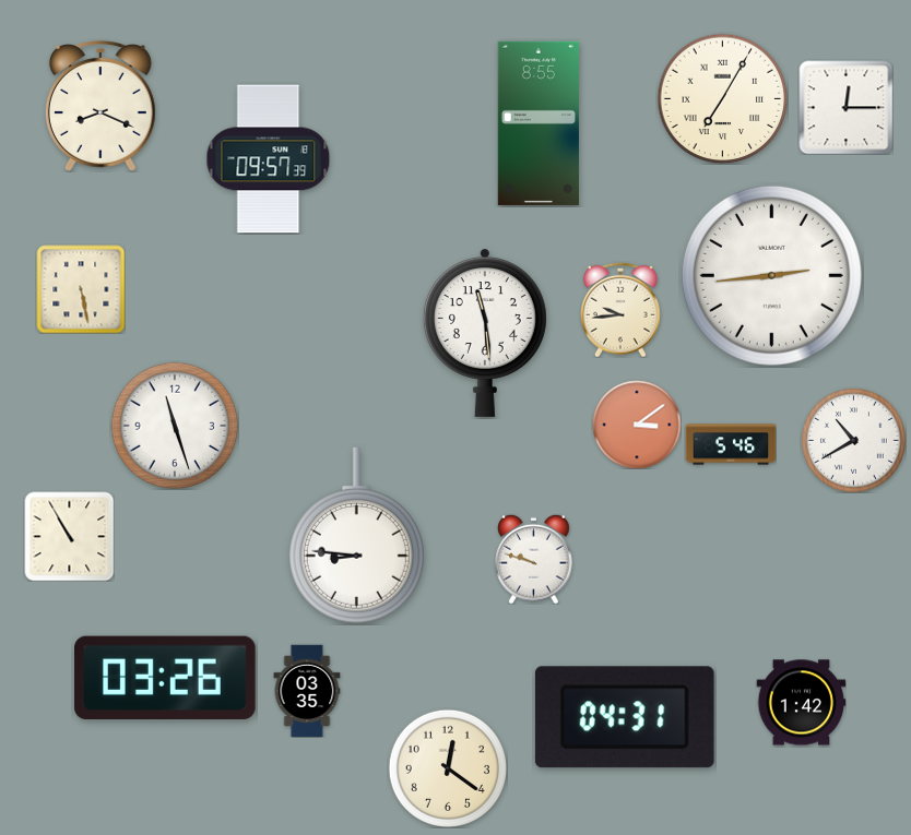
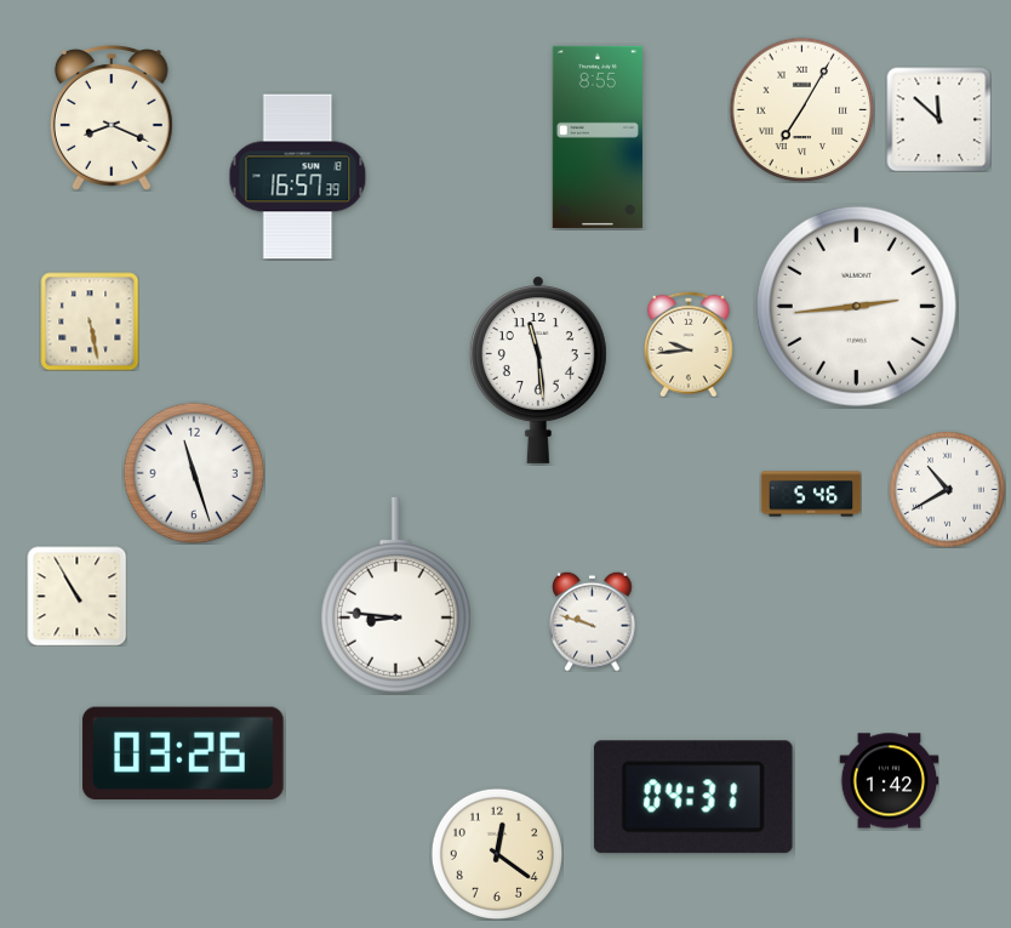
clock at (845, 107): 12:15 -> 11:52
clock at (269, 159): 09:57 -> 16:57
clock at (637, 425): 3:09 -> none
clock at (307, 691): 03:35 -> none
